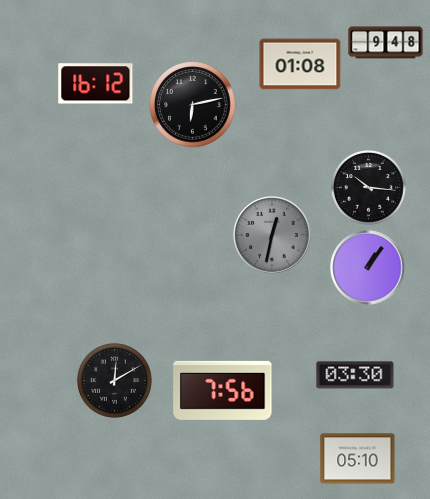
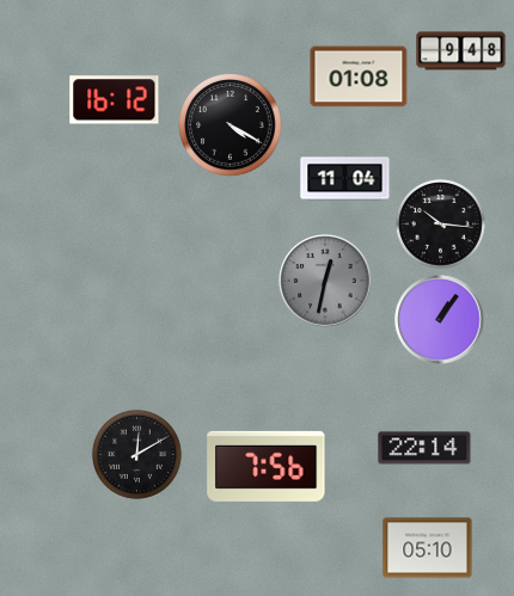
clock at (193, 105): 6:13 -> 4:20
clock at (345, 179): none -> 11:04
clock at (355, 375): 03:30 -> 22:14
